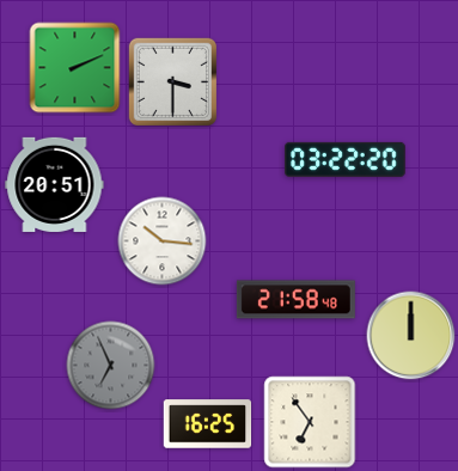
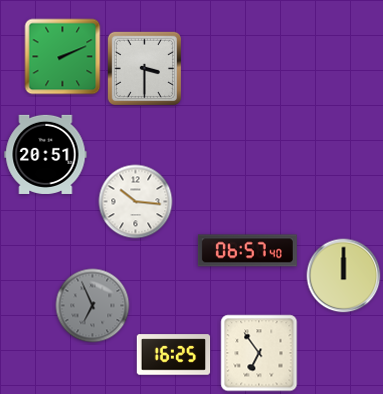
clock at (346, 159): 03:22 -> none
clock at (295, 300): 21:58 -> 06:57
clock at (411, 336) position: (411, 336) -> (344, 276)
